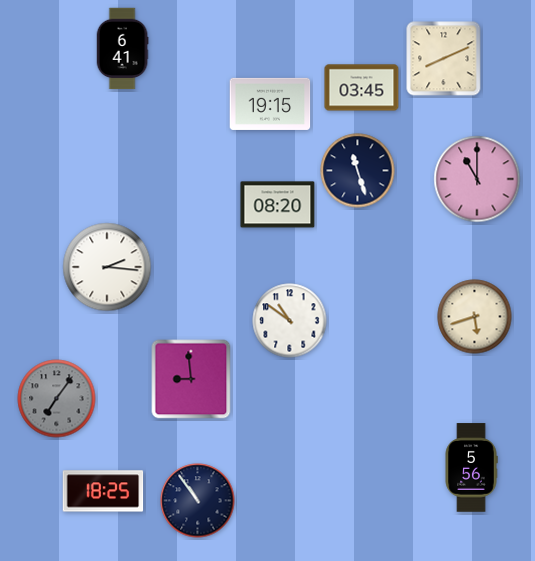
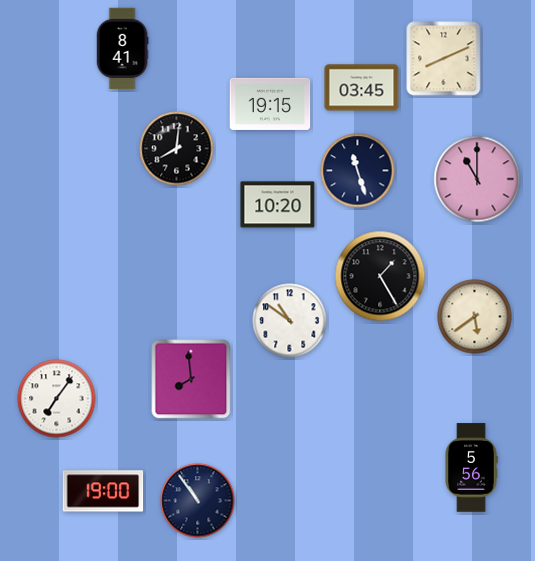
clock at (122, 49): 6:41 -> 8:41
clock at (177, 149): none -> 8:01
clock at (278, 205): 08:20 -> 10:20
clock at (107, 267): 2:16 -> none
clock at (380, 276): none -> 1:25
clock at (475, 317): 5:42 -> 5:39
clock at (191, 379): 8:59 -> 7:59
clock at (57, 399) dial: grey -> white
clock at (103, 491): 18:25 -> 19:00
